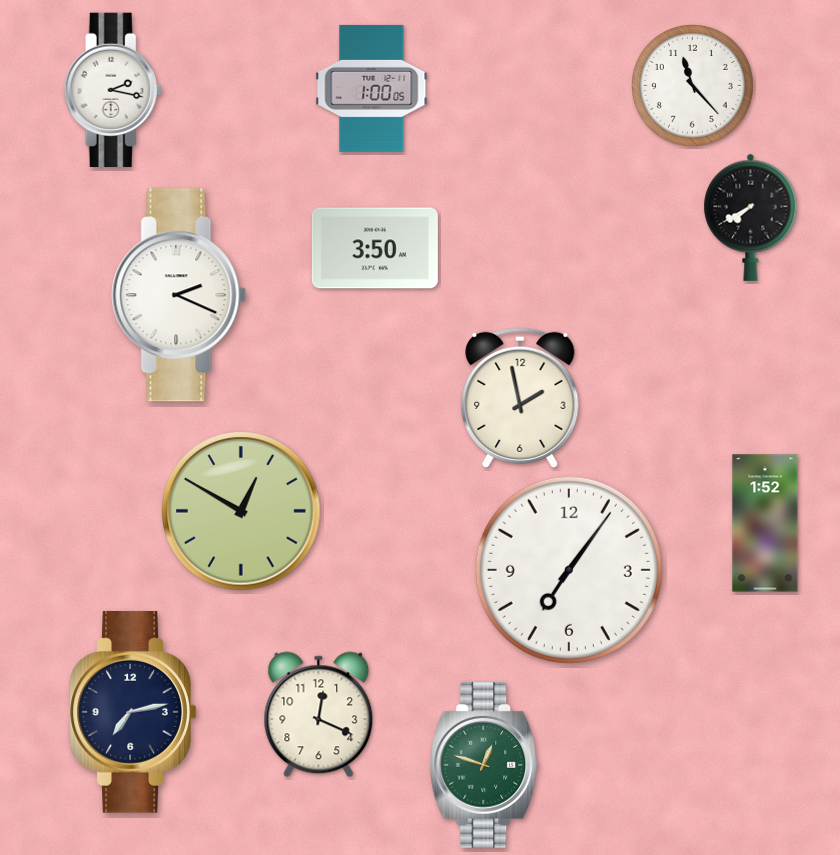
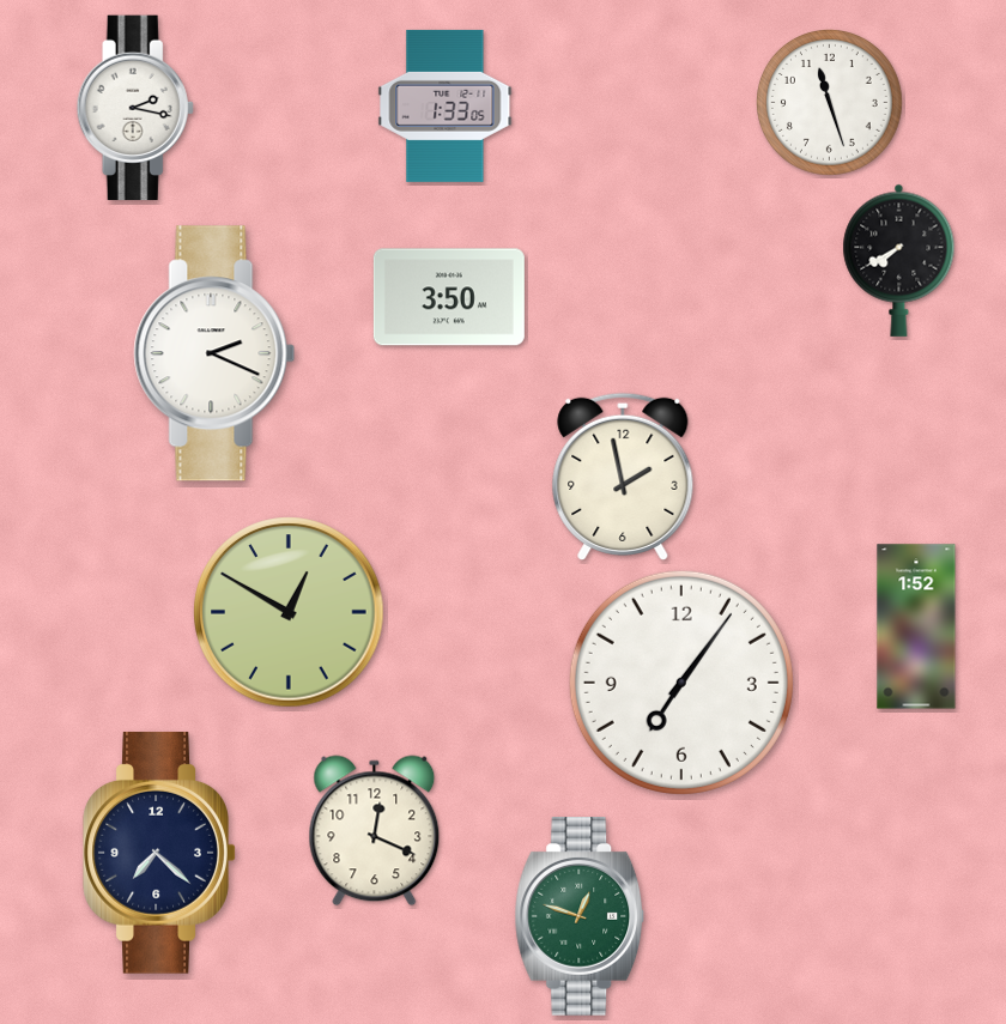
clock at (693, 86): 11:23 -> 11:27
clock at (372, 88): 1:00 -> 1:33
clock at (133, 712): 7:13 -> 7:22
clock at (319, 715) position: (319, 715) -> (375, 831)
